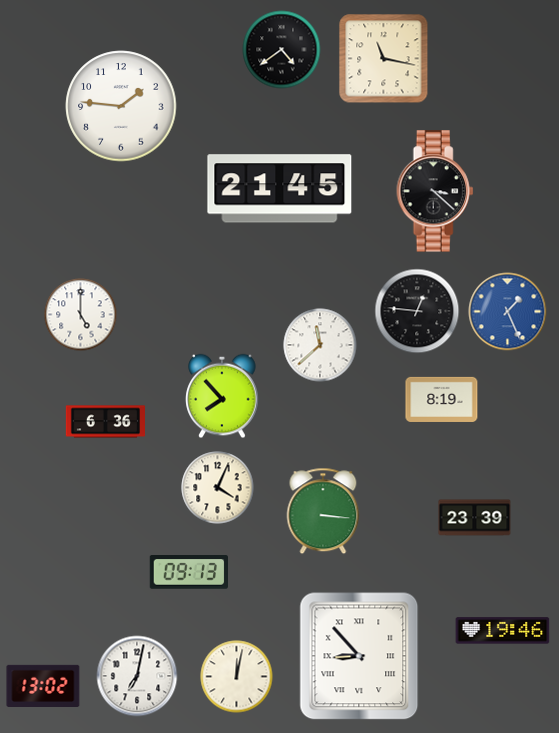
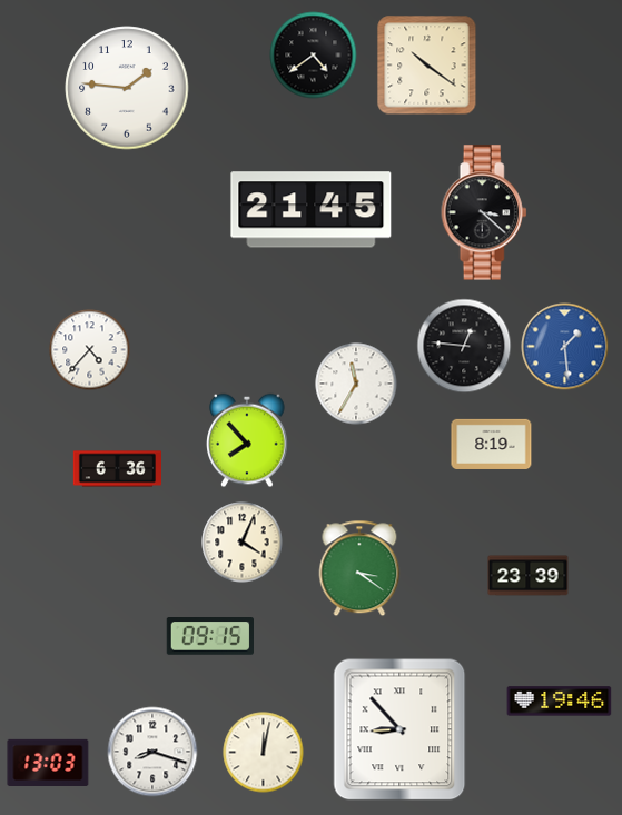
clock at (384, 59): 11:17 -> 10:21
clock at (121, 106) position: (121, 106) -> (127, 88)
clock at (508, 312): 1:26 -> 1:29
clock at (81, 315): 5:00 -> 4:37
clock at (320, 345): 11:38 -> 11:35
clock at (323, 511): 3:16 -> 3:21
clock at (188, 572): 09:13 -> 09:15
clock at (137, 676): 7:02 -> 8:18
clock at (43, 685): 13:02 -> 13:03
